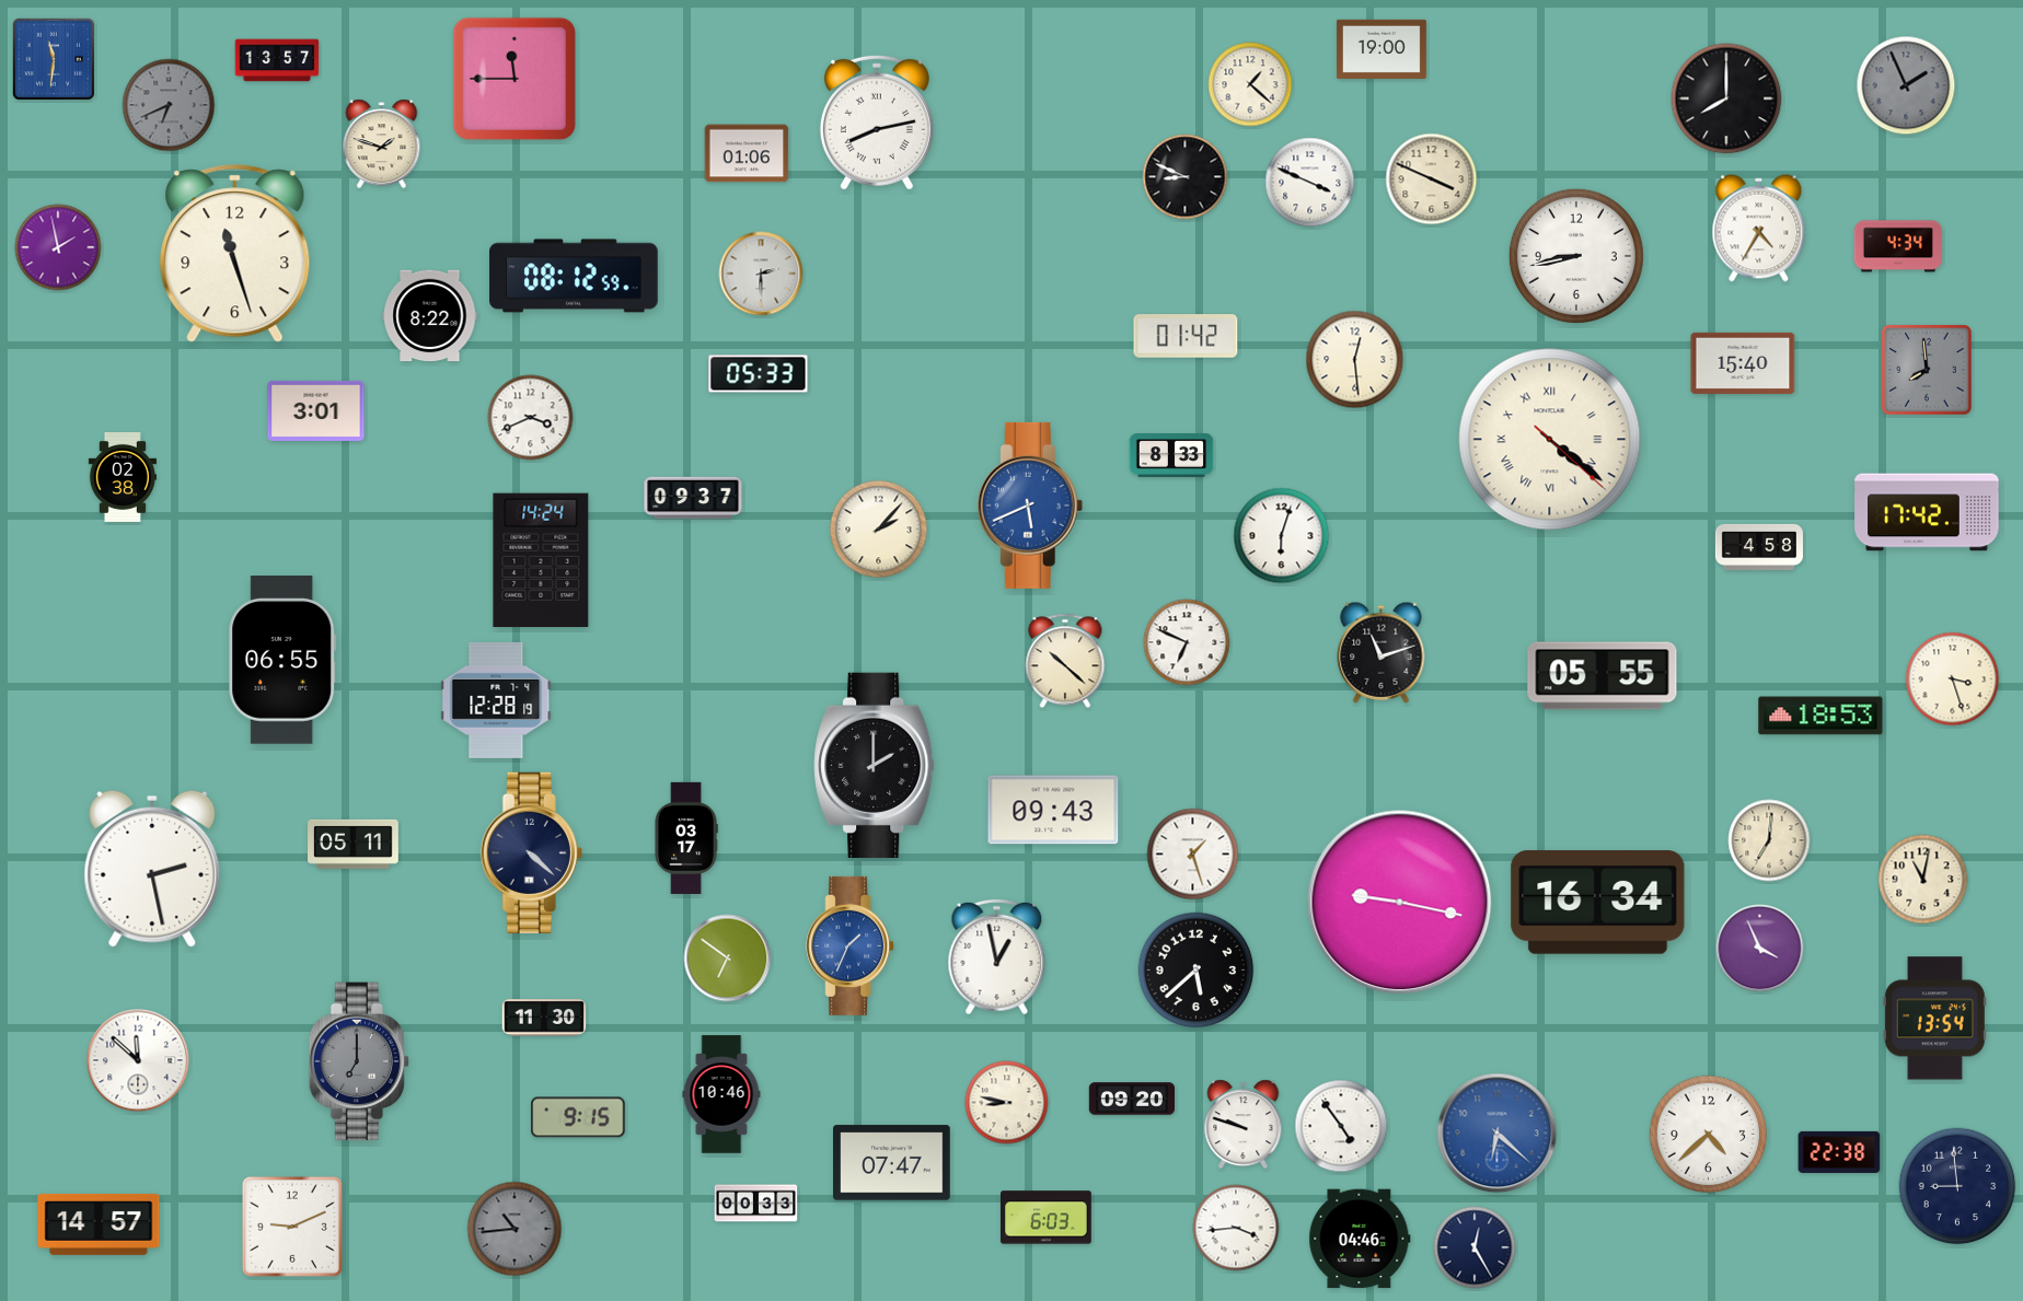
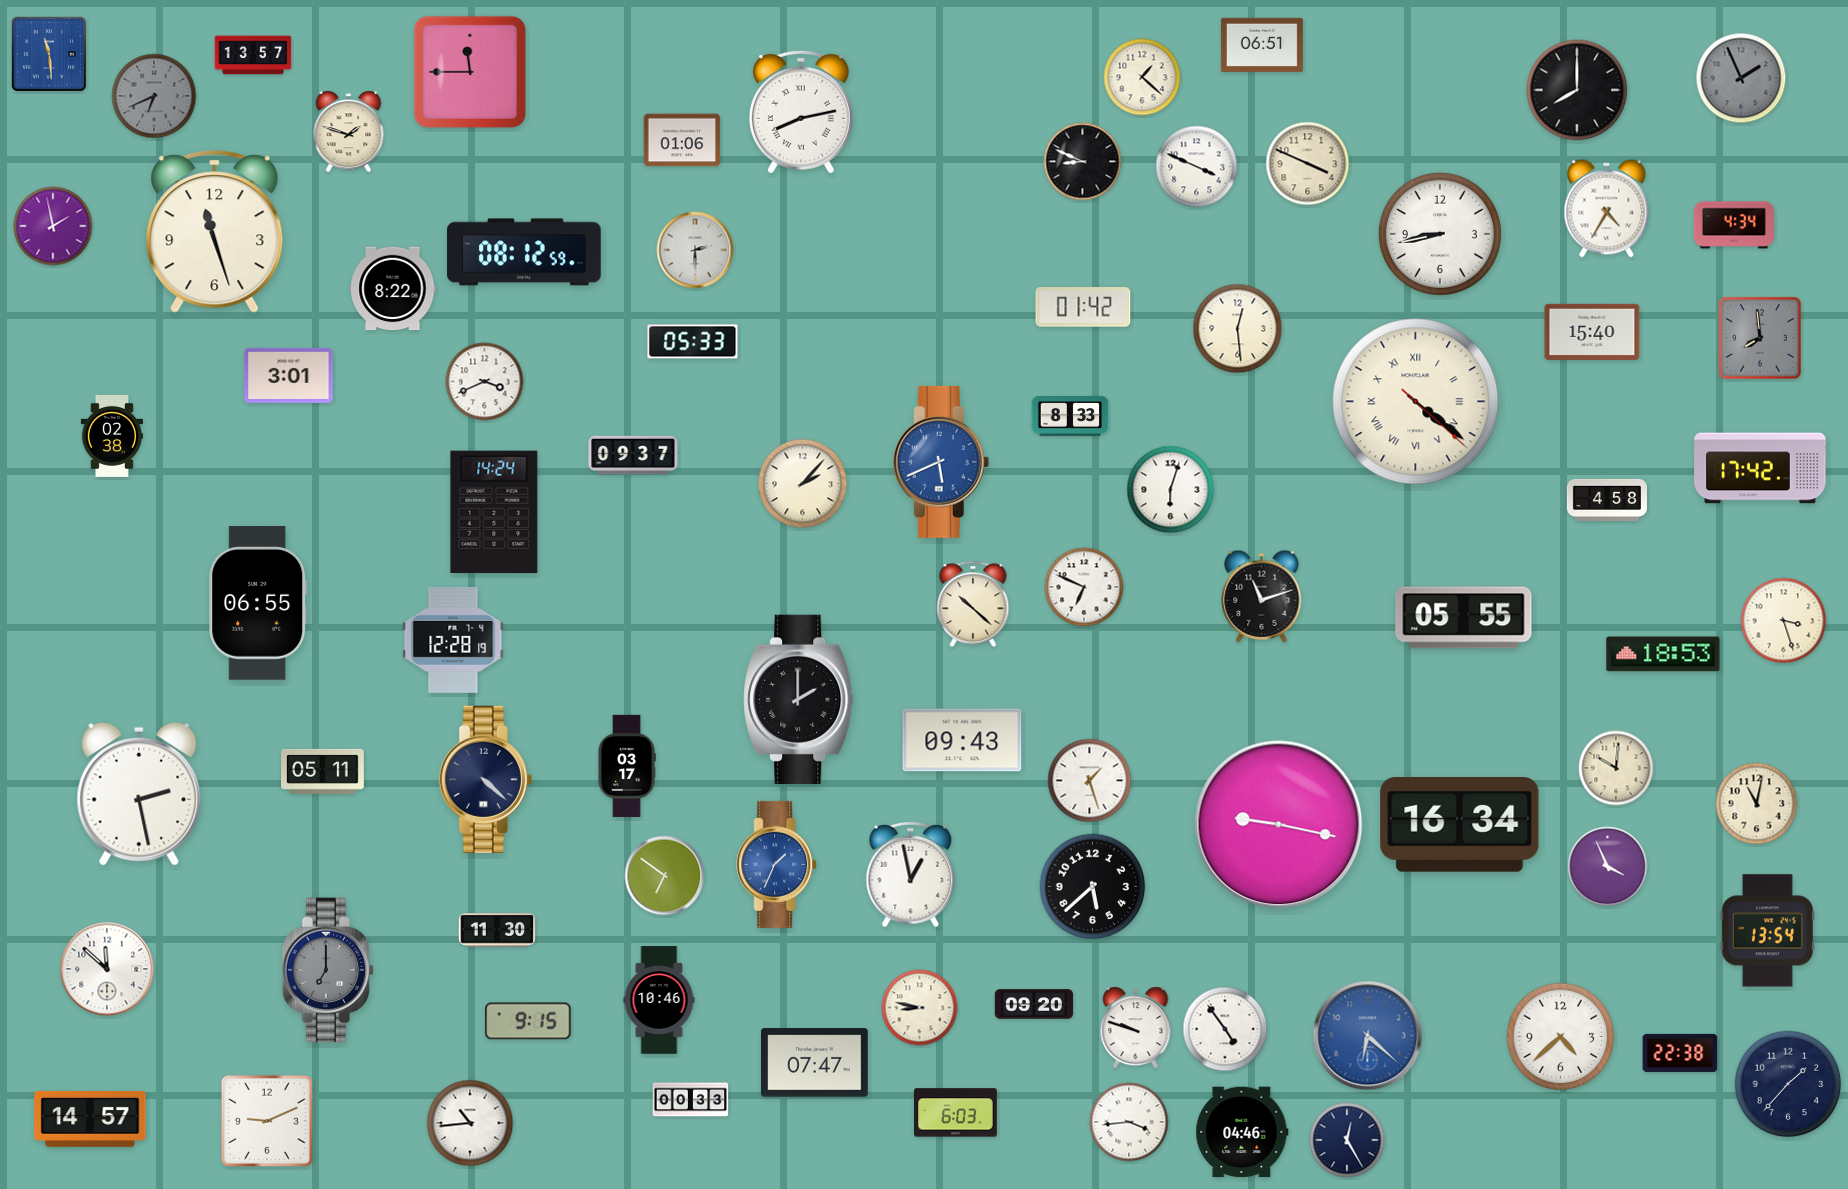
clock at (1382, 49): 19:00 -> 06:51
clock at (54, 59): 11:31 -> 11:29
clock at (1769, 840): 7:01 -> 10:01
clock at (138, 1060) position: (138, 1060) -> (107, 969)
clock at (1957, 1186): 8:59 -> 1:37
clock at (515, 1229) dial: grey -> white
